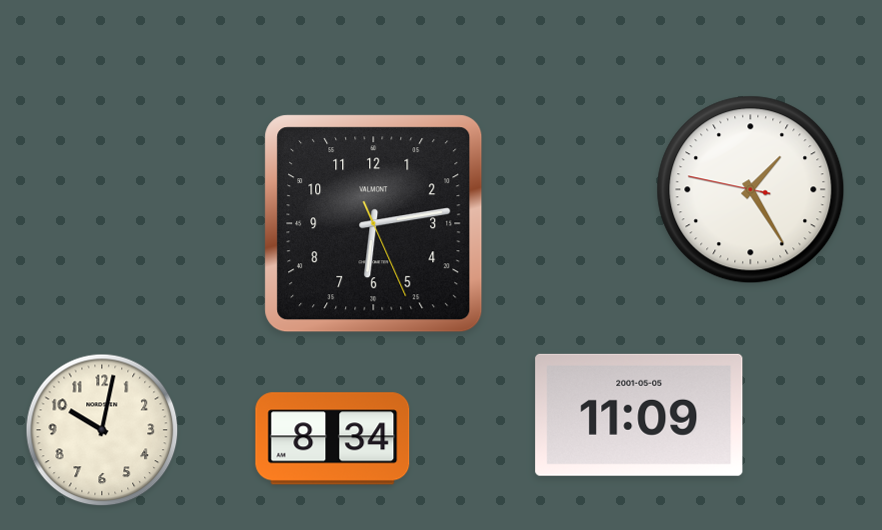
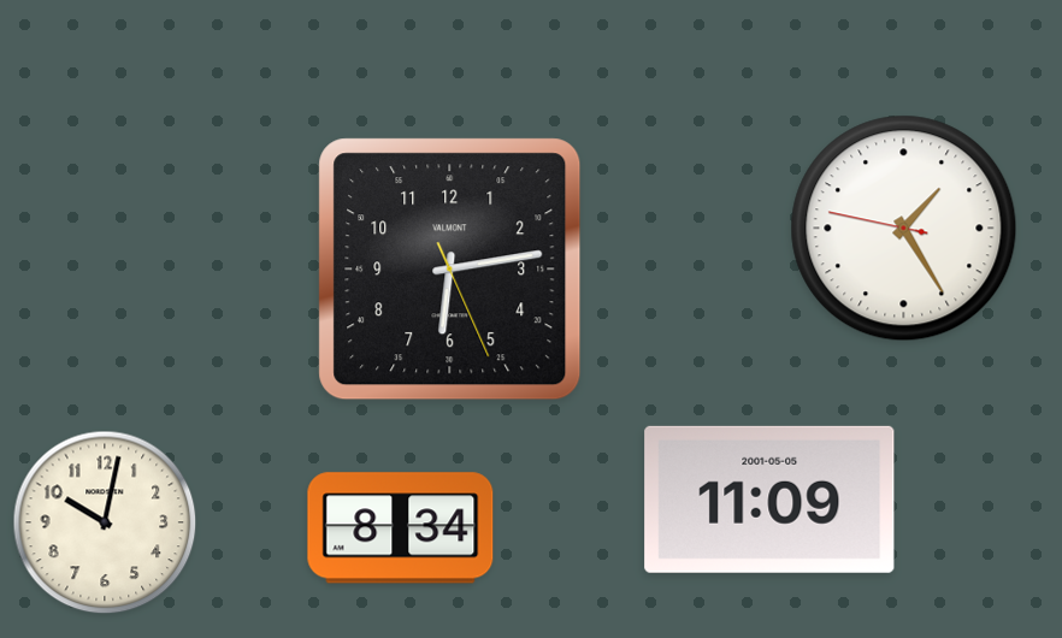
clock at (102, 430) position: (102, 430) -> (105, 522)
